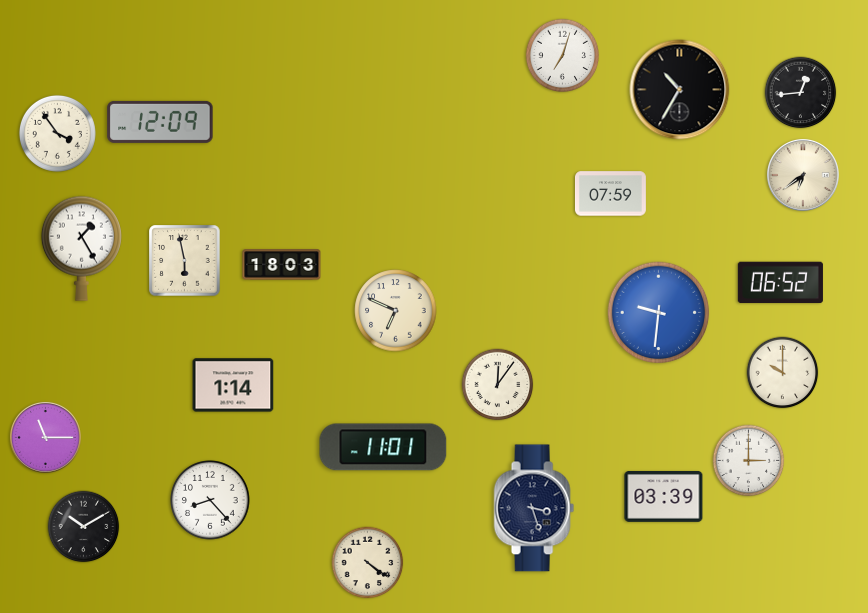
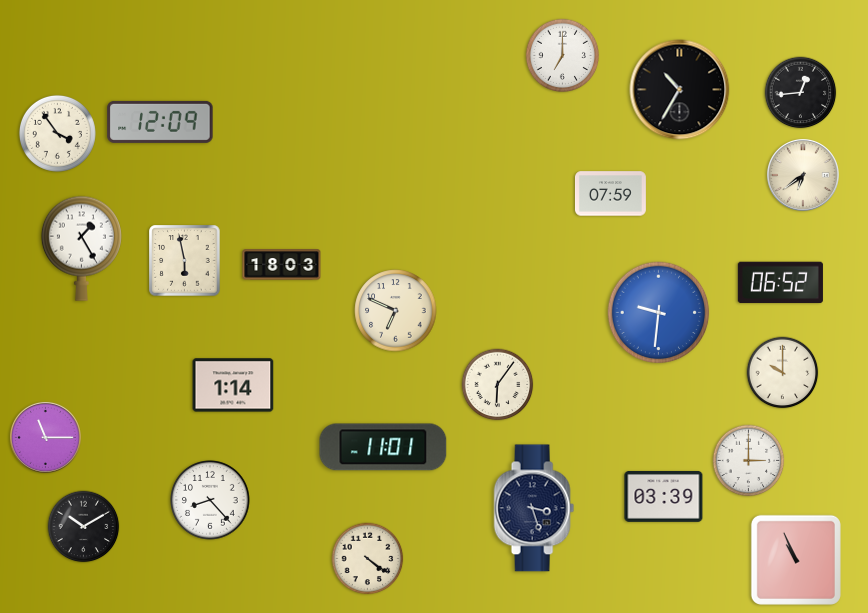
clock at (563, 56): 7:03 -> 7:00
clock at (498, 385): 12:06 -> 6:06
clock at (796, 560): none -> 10:56
clock at (368, 563) position: (368, 563) -> (368, 559)
